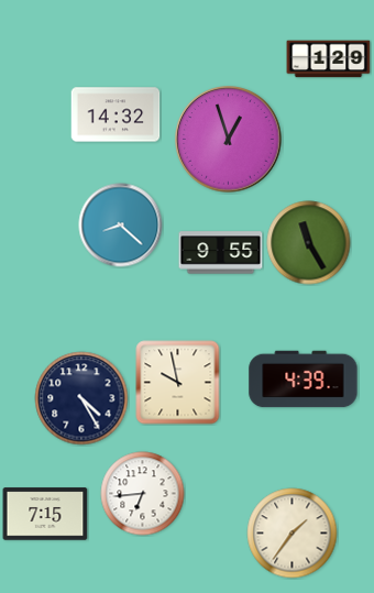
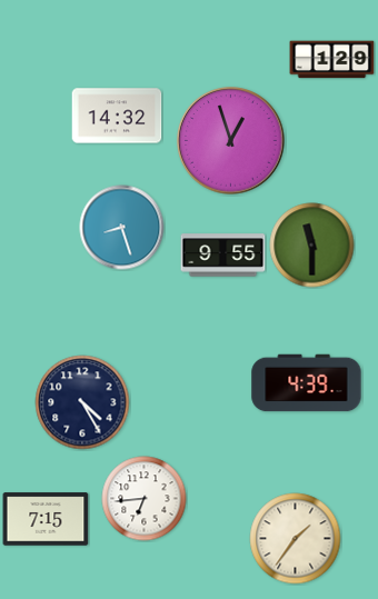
clock at (121, 226): 8:22 -> 8:27
clock at (309, 243): 11:25 -> 11:30
clock at (178, 383): 9:58 -> none
